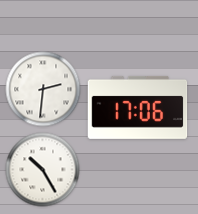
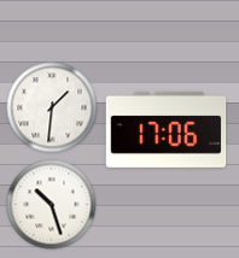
clock at (43, 89): 2:31 -> 1:31
clock at (43, 170): 10:25 -> 10:27
